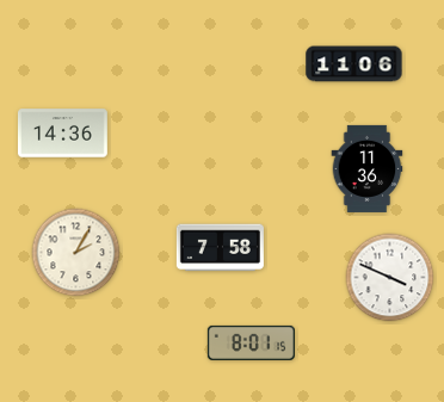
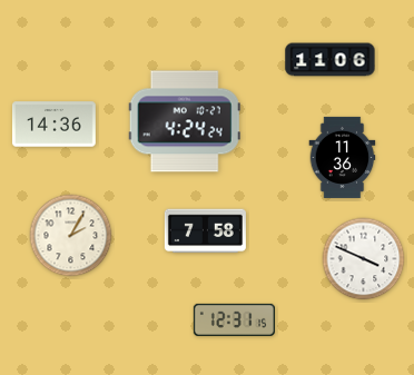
clock at (185, 121): none -> 4:24
clock at (63, 134) position: (63, 134) -> (55, 125)
clock at (251, 342): 8:01 -> 12:31
